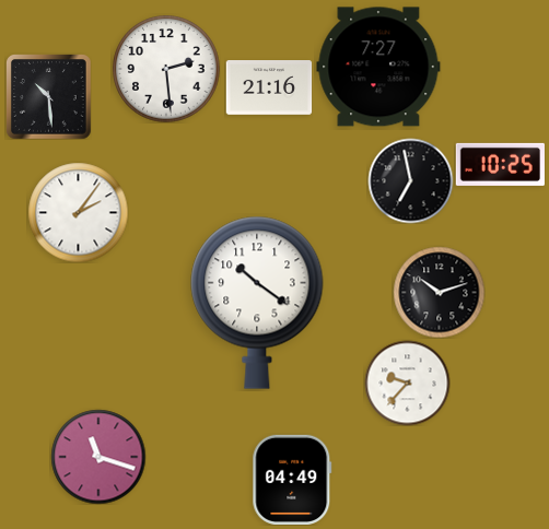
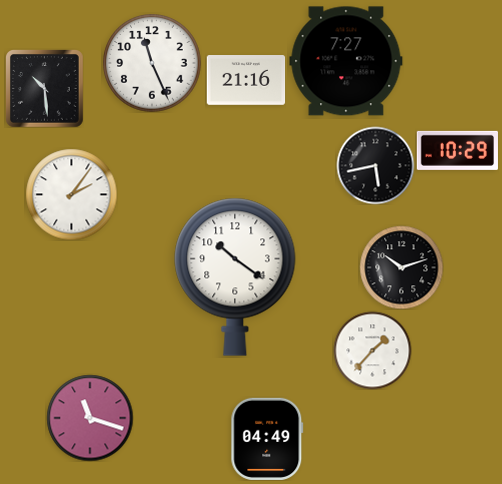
clock at (166, 69): 2:29 -> 11:26
clock at (500, 164): 10:25 -> 10:29
clock at (410, 180): 6:58 -> 5:43
clock at (407, 383): 9:37 -> 1:37
